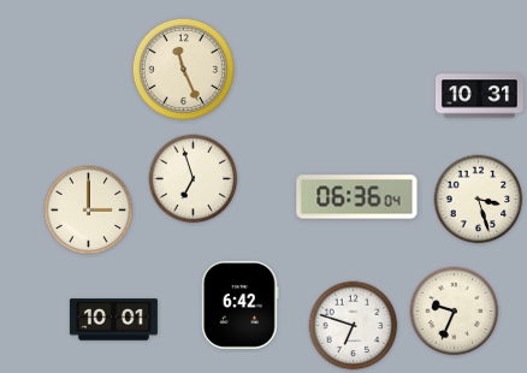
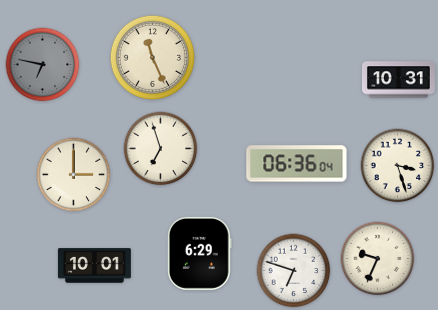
clock at (43, 65): none -> 6:47
clock at (239, 304): 6:42 -> 6:29
